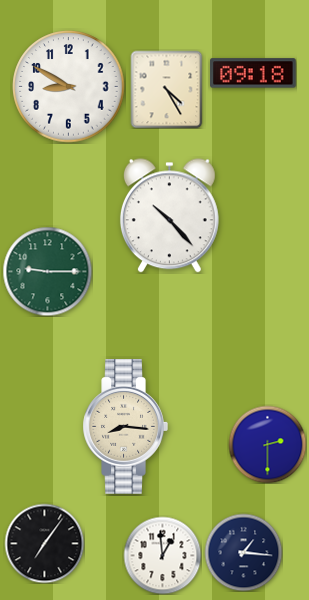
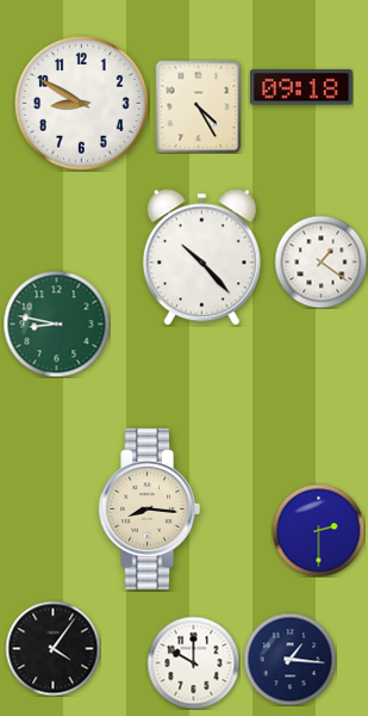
clock at (320, 261): none -> 1:21
clock at (47, 271): 9:15 -> 8:47
clock at (44, 543): 7:06 -> 4:06
clock at (162, 555): 12:59 -> 10:00
